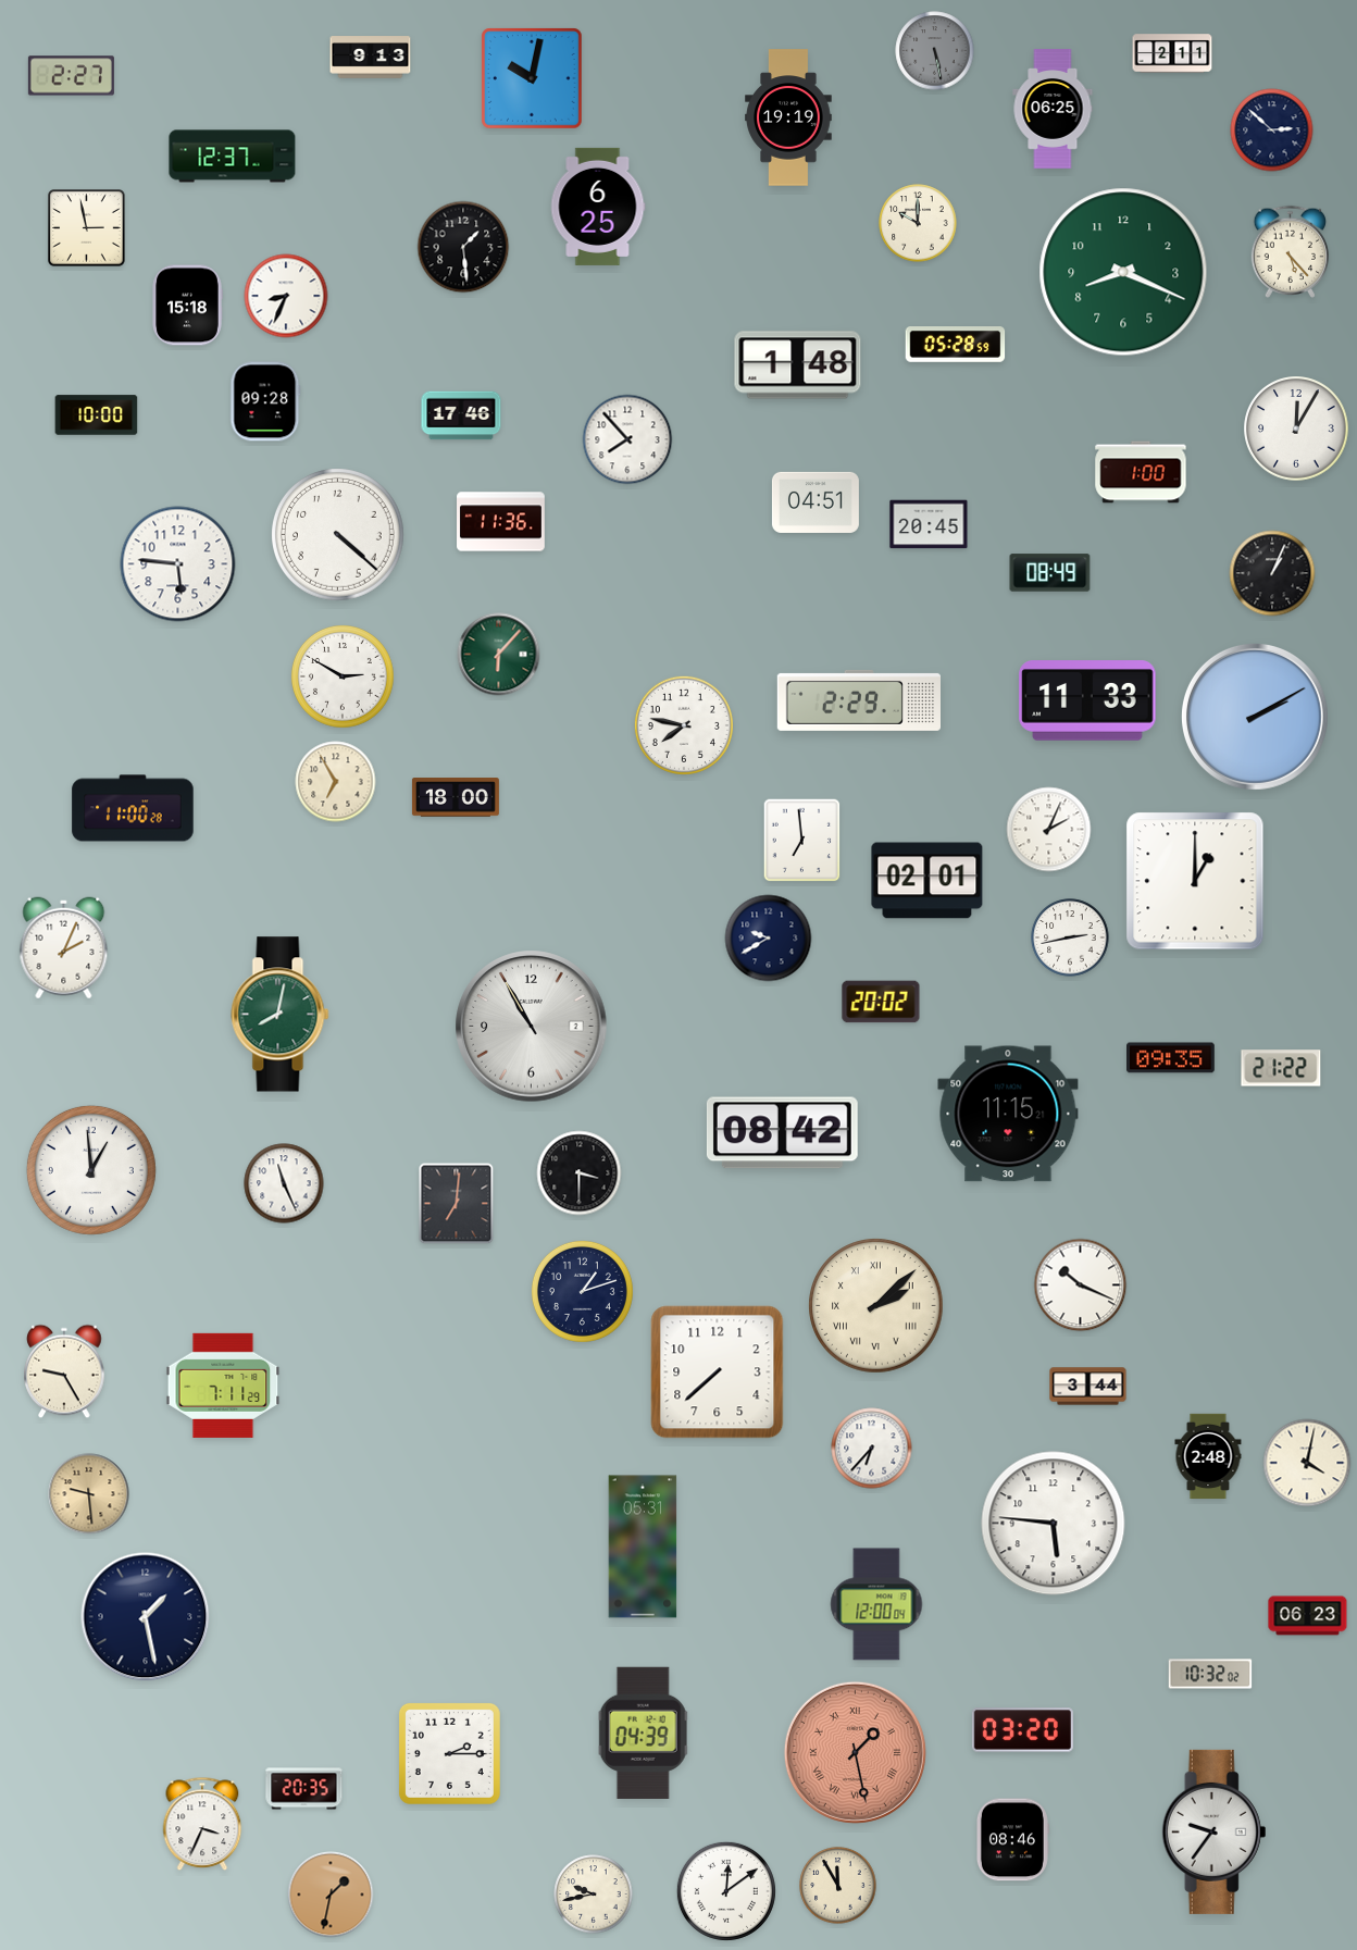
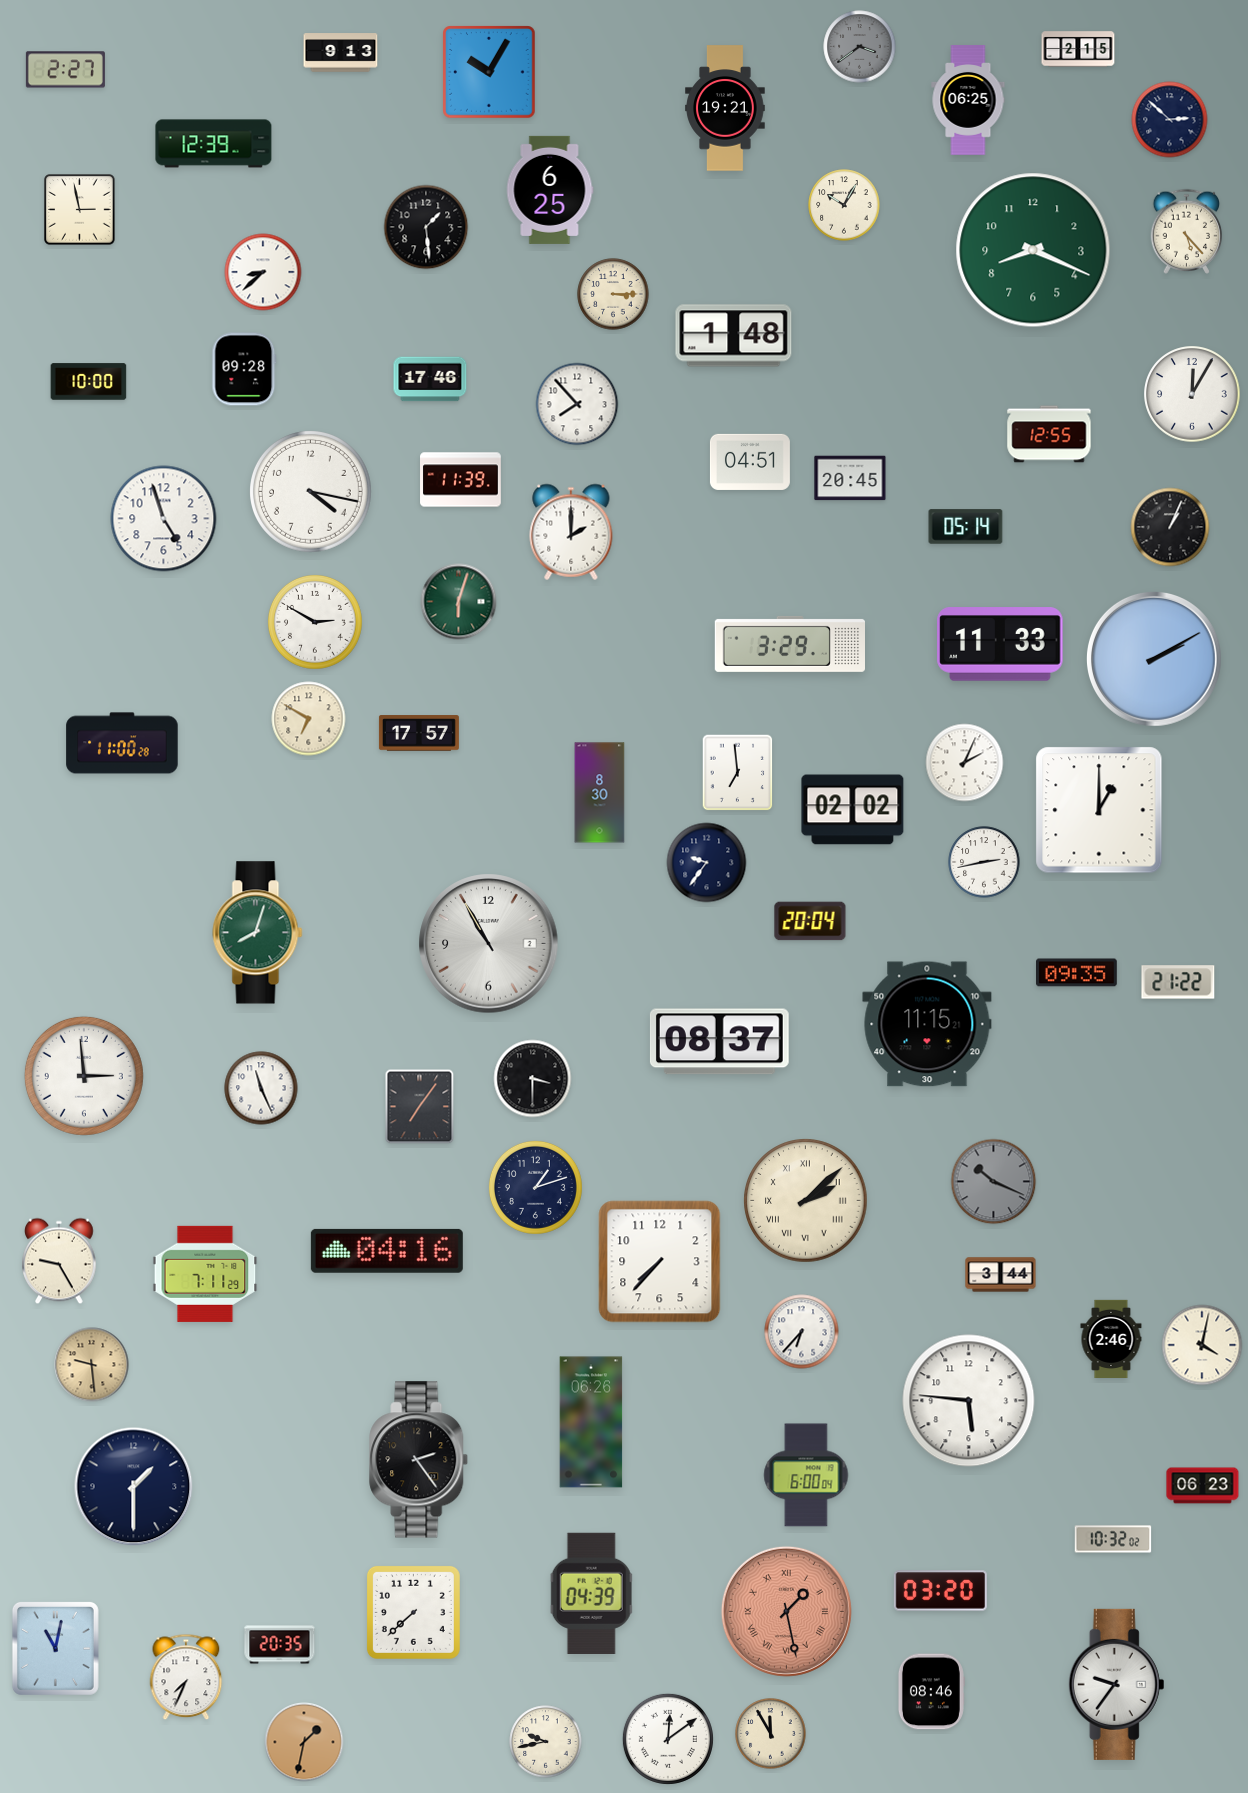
clock at (935, 51): 5:28 -> 3:39
clock at (1172, 53): 2:11 -> 2:15
clock at (532, 78): 10:02 -> 10:05
clock at (788, 117): 19:19 -> 19:21
clock at (233, 157): 12:37 -> 12:39
clock at (918, 223): 10:00 -> 10:05
clock at (286, 296): 8:34 -> 8:38
clock at (187, 306): 15:18 -> none
clock at (613, 294): none -> 3:15
clock at (956, 345): 05:28 -> none
clock at (461, 415) position: (461, 415) -> (430, 379)
clock at (1141, 472): 1:00 -> 12:55
clock at (501, 522): 11:36 -> 11:39
clock at (929, 524) position: (929, 524) -> (850, 478)
clock at (338, 535): 4:22 -> 4:17
clock at (178, 564): 5:46 -> 4:57
clock at (1050, 573): 08:49 -> 05:14
clock at (571, 532): none -> 2:00
clock at (499, 655): 6:07 -> 6:03
clock at (858, 700): 2:29 -> 3:29
clock at (684, 725): 7:47 -> none
clock at (336, 782): 6:55 -> 6:50
clock at (456, 797): 18:00 -> 17:57
clock at (600, 793): none -> 8:30
clock at (928, 881): 02:01 -> 02:02
clock at (769, 939): 9:40 -> 9:36
clock at (64, 948): 2:04 -> none
clock at (881, 1002): 20:02 -> 20:04
clock at (281, 1015): 8:02 -> 8:03
clock at (782, 1133): 08:42 -> 08:37
clock at (91, 1170): 12:59 -> 2:59
clock at (457, 1204): 7:01 -> 7:06
clock at (1081, 1285) dial: white -> grey
clock at (387, 1251): none -> 04:16
clock at (718, 1373): 7:38 -> 7:37
clock at (1208, 1456): 2:48 -> 2:46
clock at (89, 1494) position: (89, 1494) -> (92, 1365)
clock at (643, 1547): 05:31 -> 06:26
clock at (419, 1460): none -> 2:24
clock at (876, 1604): 12:00 -> 6:00
clock at (146, 1617): 1:28 -> 1:30
clock at (449, 1753): 2:15 -> 7:38
clock at (55, 1648): none -> 11:02
clock at (202, 1824): 3:34 -> 7:34
